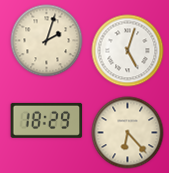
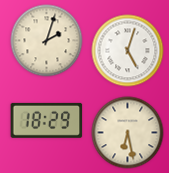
clock at (128, 133): 6:23 -> 6:28
